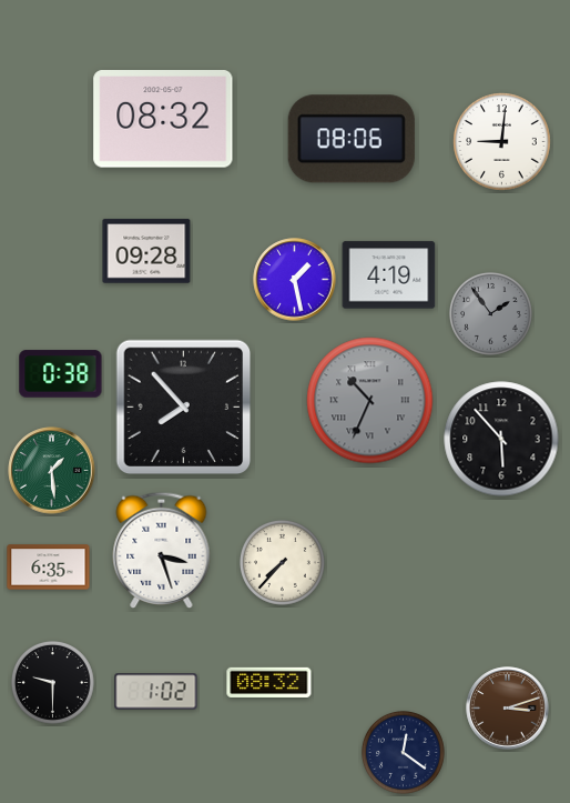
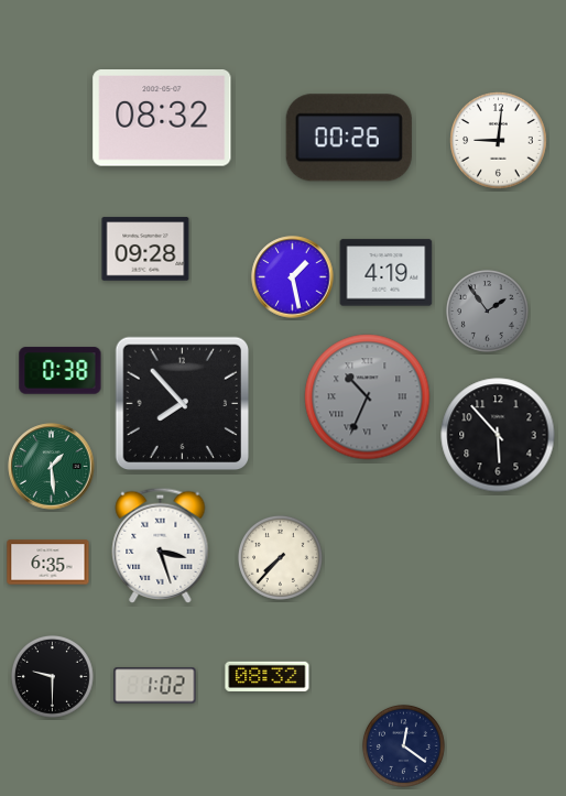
clock at (352, 139): 08:06 -> 00:26
clock at (508, 709): 3:12 -> none
clock at (403, 752) position: (403, 752) -> (403, 745)
